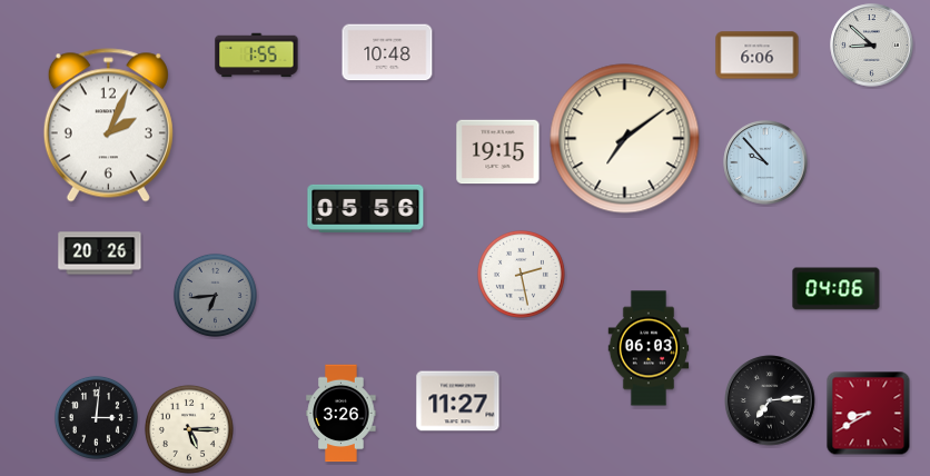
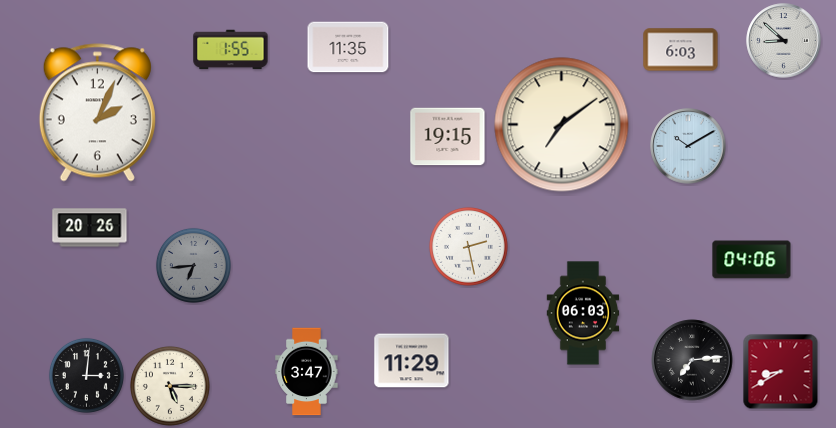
clock at (387, 52): 10:48 -> 11:35
clock at (758, 56): 6:06 -> 6:03
clock at (765, 162): 9:53 -> 10:10
clock at (366, 208): 05:56 -> none
clock at (458, 401): 11:27 -> 11:29
clock at (342, 414): 3:26 -> 3:47
